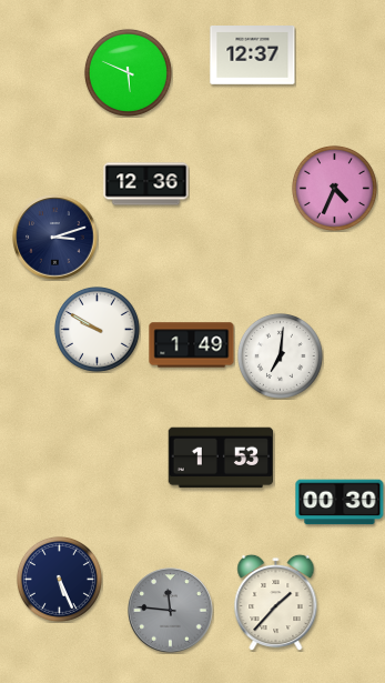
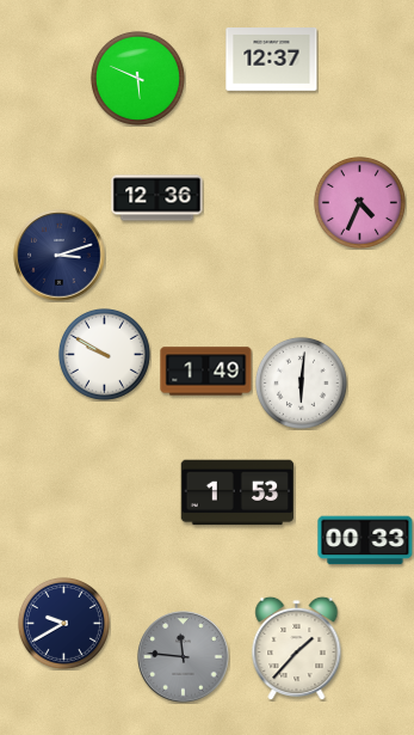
clock at (280, 355): 7:01 -> 6:01
clock at (340, 502): 00:30 -> 00:33
clock at (59, 579): 5:26 -> 9:40
